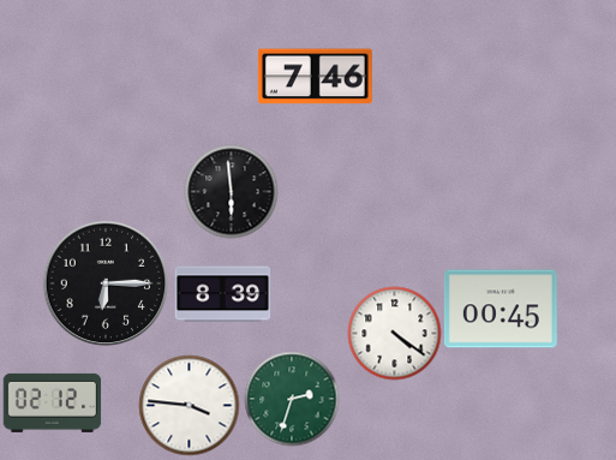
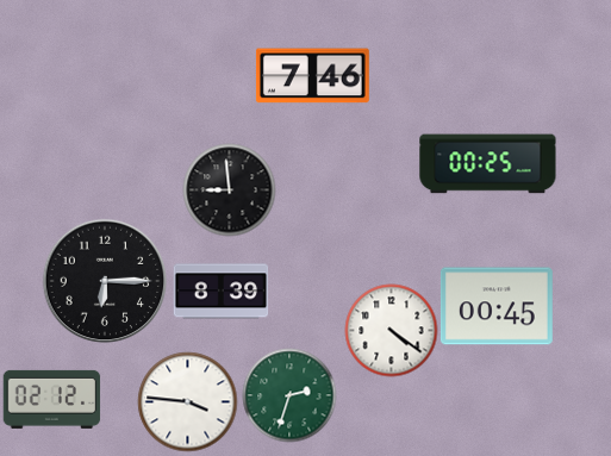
clock at (488, 164): none -> 00:25
clock at (231, 191): 5:59 -> 8:59
